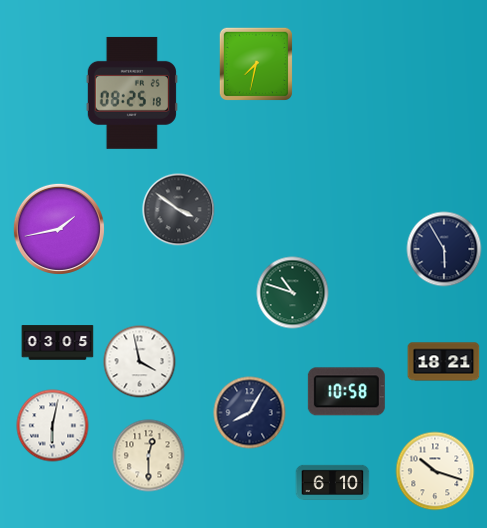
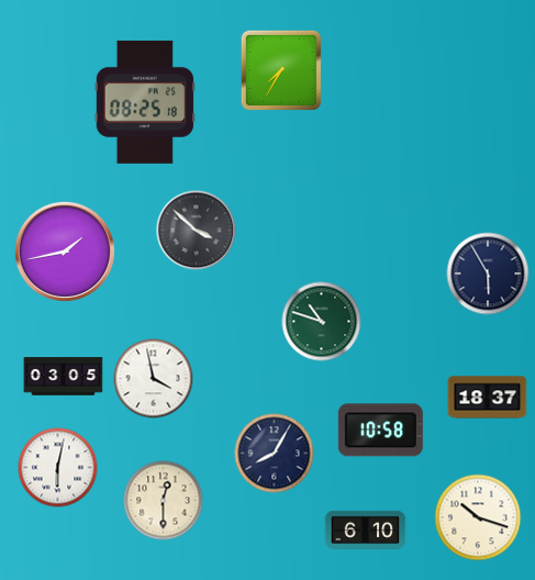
clock at (256, 64): 7:32 -> 7:35
clock at (179, 210): 3:51 -> 3:52
clock at (140, 362) position: (140, 362) -> (154, 379)
clock at (444, 362): 18:21 -> 18:37
